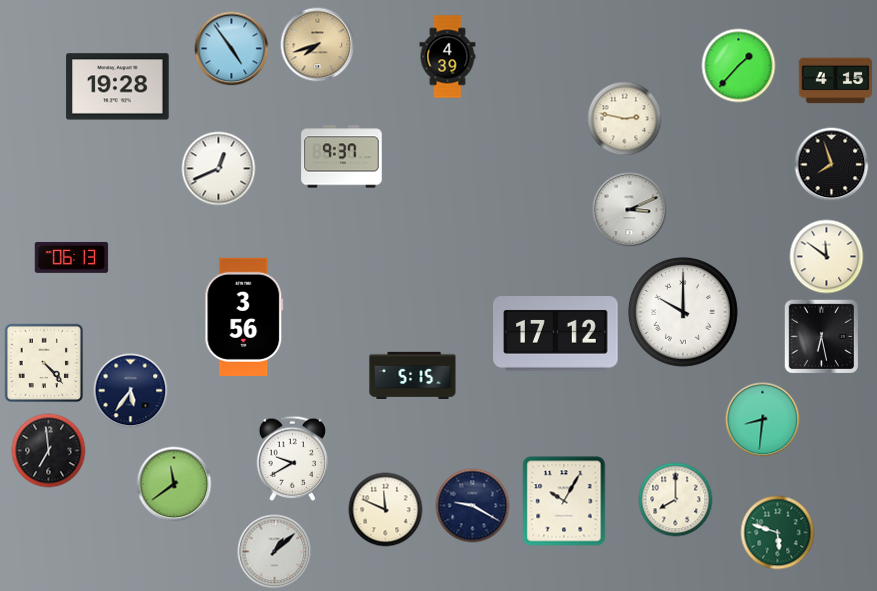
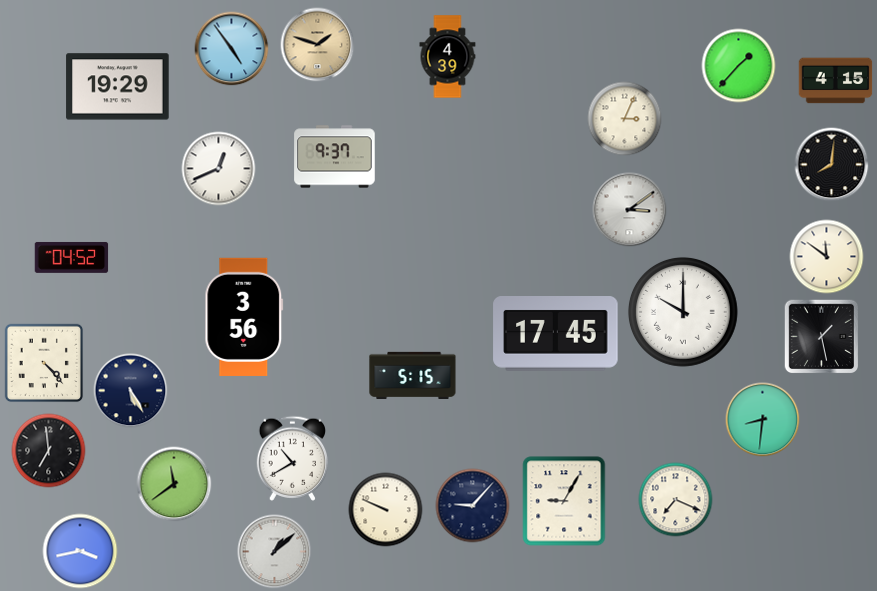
clock at (318, 45): 7:42 -> 1:48
clock at (118, 87): 19:28 -> 19:29
clock at (625, 119): 2:47 -> 3:04
clock at (342, 157) position: (342, 157) -> (335, 157)
clock at (832, 165): 7:57 -> 8:01
clock at (630, 210): 3:11 -> 3:09
clock at (72, 258): 06:13 -> 04:52
clock at (556, 334): 17:12 -> 17:45
clock at (822, 337): 6:28 -> 1:28
clock at (131, 391): 5:36 -> 5:25
clock at (293, 458): 9:40 -> 10:40
clock at (676, 500): 8:00 -> 7:19
clock at (564, 501): 10:05 -> 9:05
clock at (473, 506): 9:20 -> 9:07
clock at (386, 510): 11:49 -> 9:49
clock at (778, 533): 5:48 -> none
clock at (80, 551): none -> 3:43
